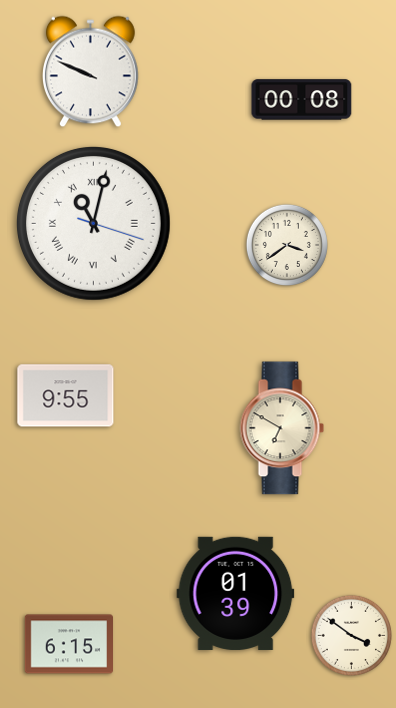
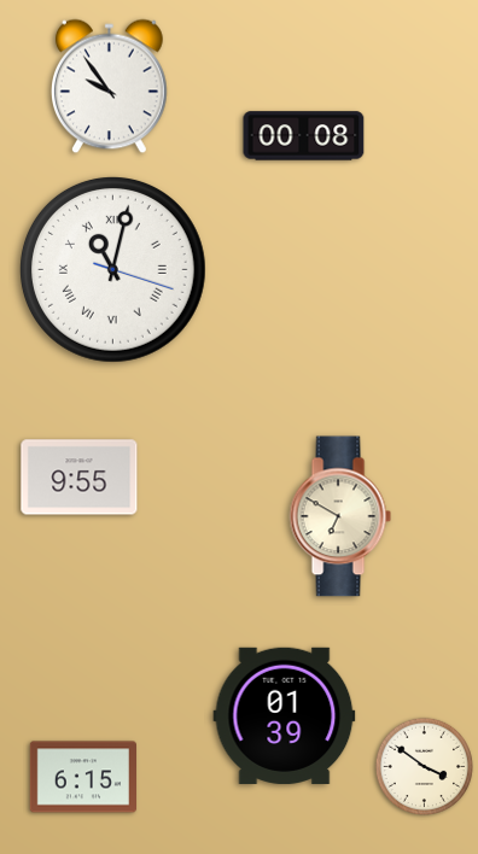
clock at (91, 72): 9:49 -> 9:54
clock at (302, 100) position: (302, 100) -> (304, 136)
clock at (287, 245): 3:39 -> none
